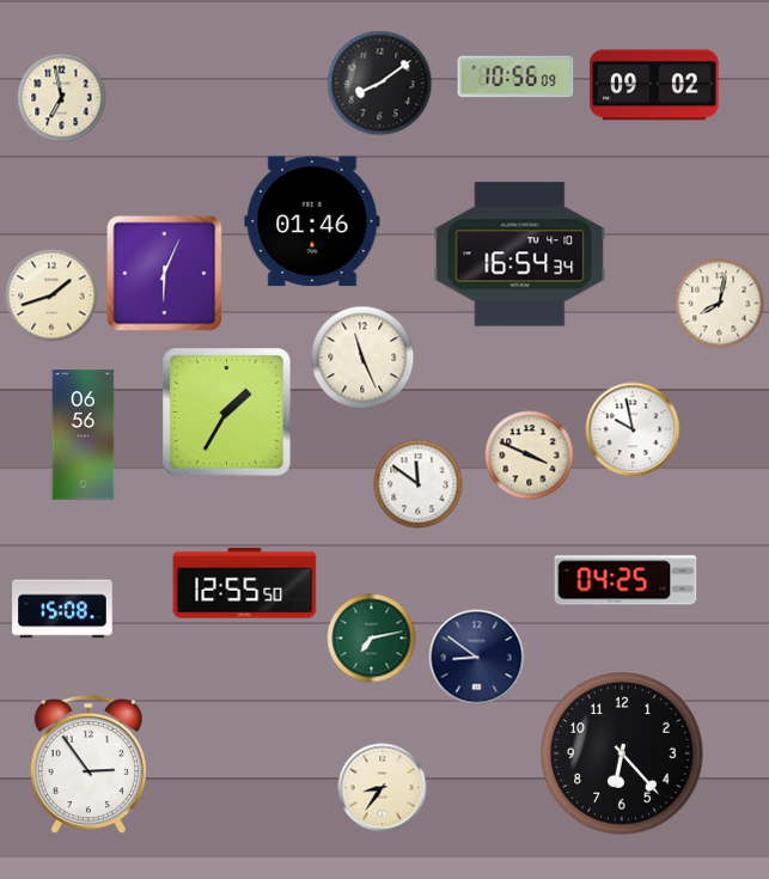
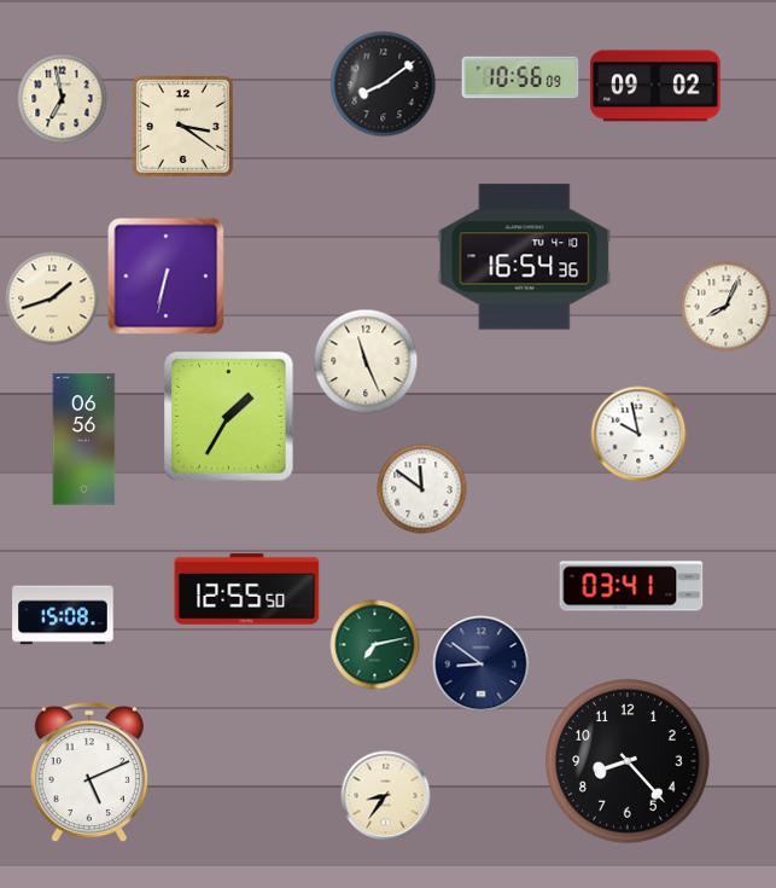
clock at (654, 85) position: (654, 85) -> (655, 86)
clock at (182, 126): none -> 3:21
clock at (312, 221): 01:46 -> none
clock at (520, 255): 16:54:34 -> 16:54:36
clock at (165, 274): 6:04 -> 6:32
clock at (720, 304): 8:02 -> 8:04
clock at (530, 456): 3:49 -> none
clock at (625, 580): 04:25 -> 03:41
clock at (622, 753): 6:23 -> 8:23
clock at (87, 764): 2:54 -> 5:11
